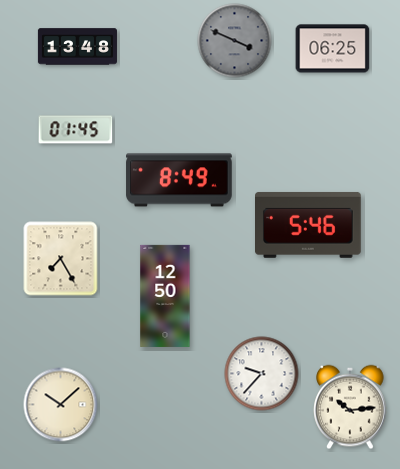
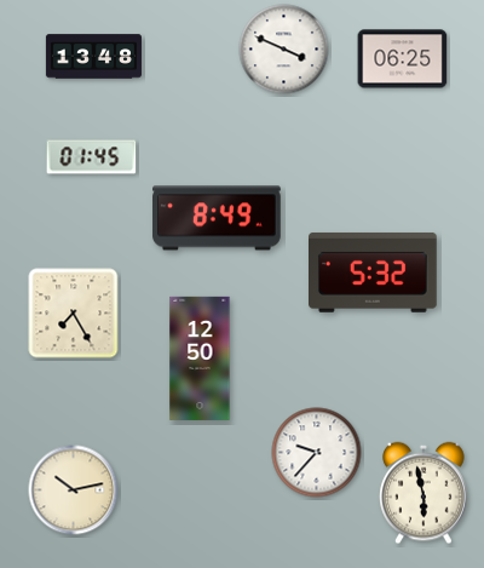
clock at (235, 41) dial: grey -> white
clock at (309, 225): 5:46 -> 5:32
clock at (61, 405): 10:08 -> 10:13
clock at (350, 407): 10:14 -> 5:58
